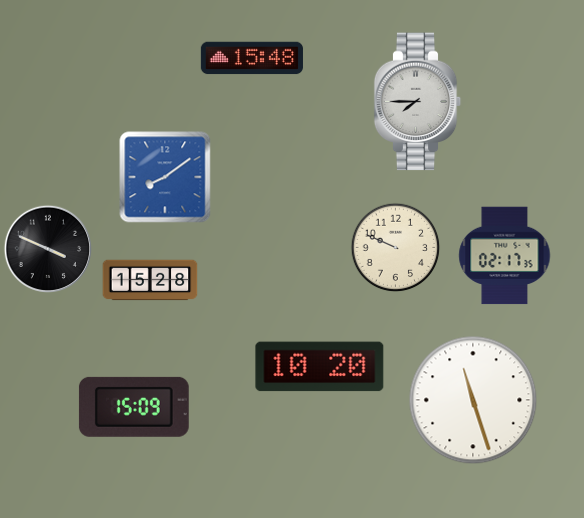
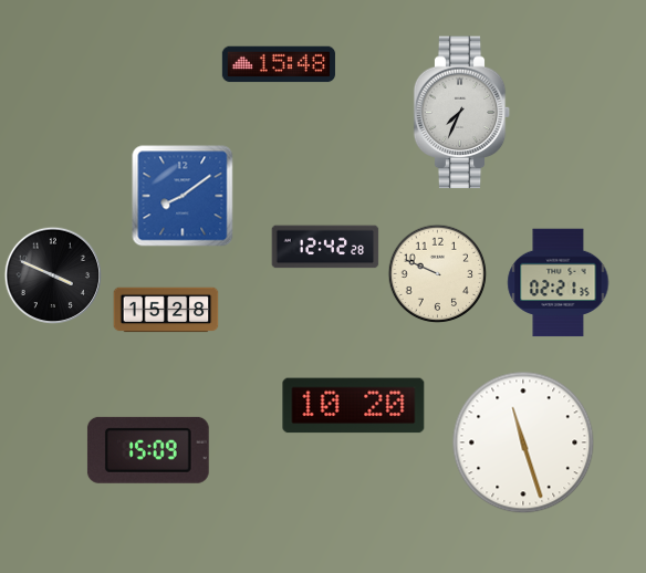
clock at (418, 102): 7:45 -> 7:34
clock at (325, 247): none -> 12:42
clock at (505, 256): 02:17 -> 02:21
